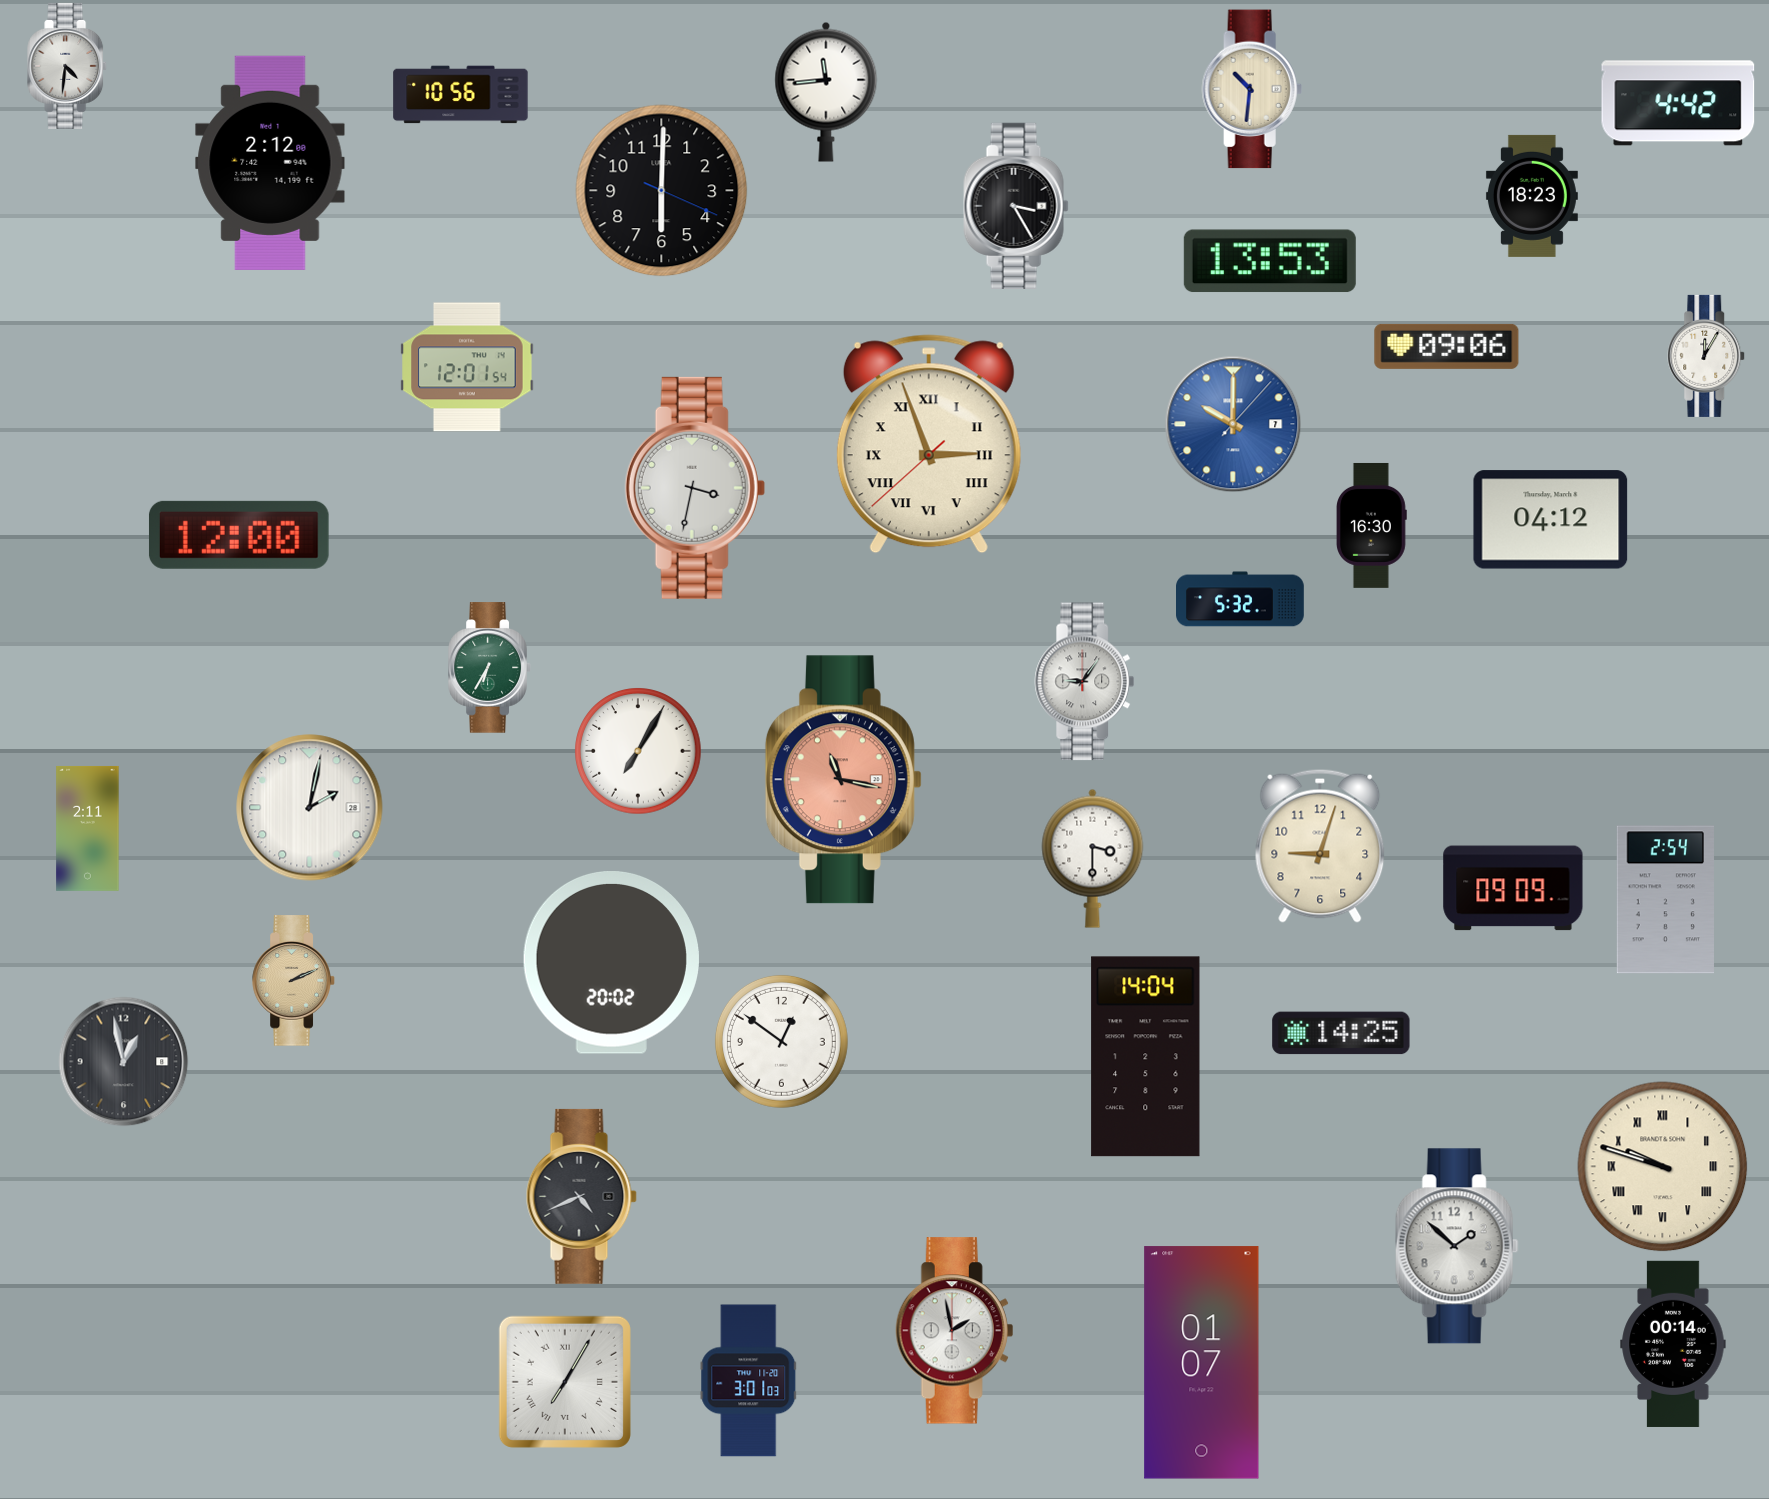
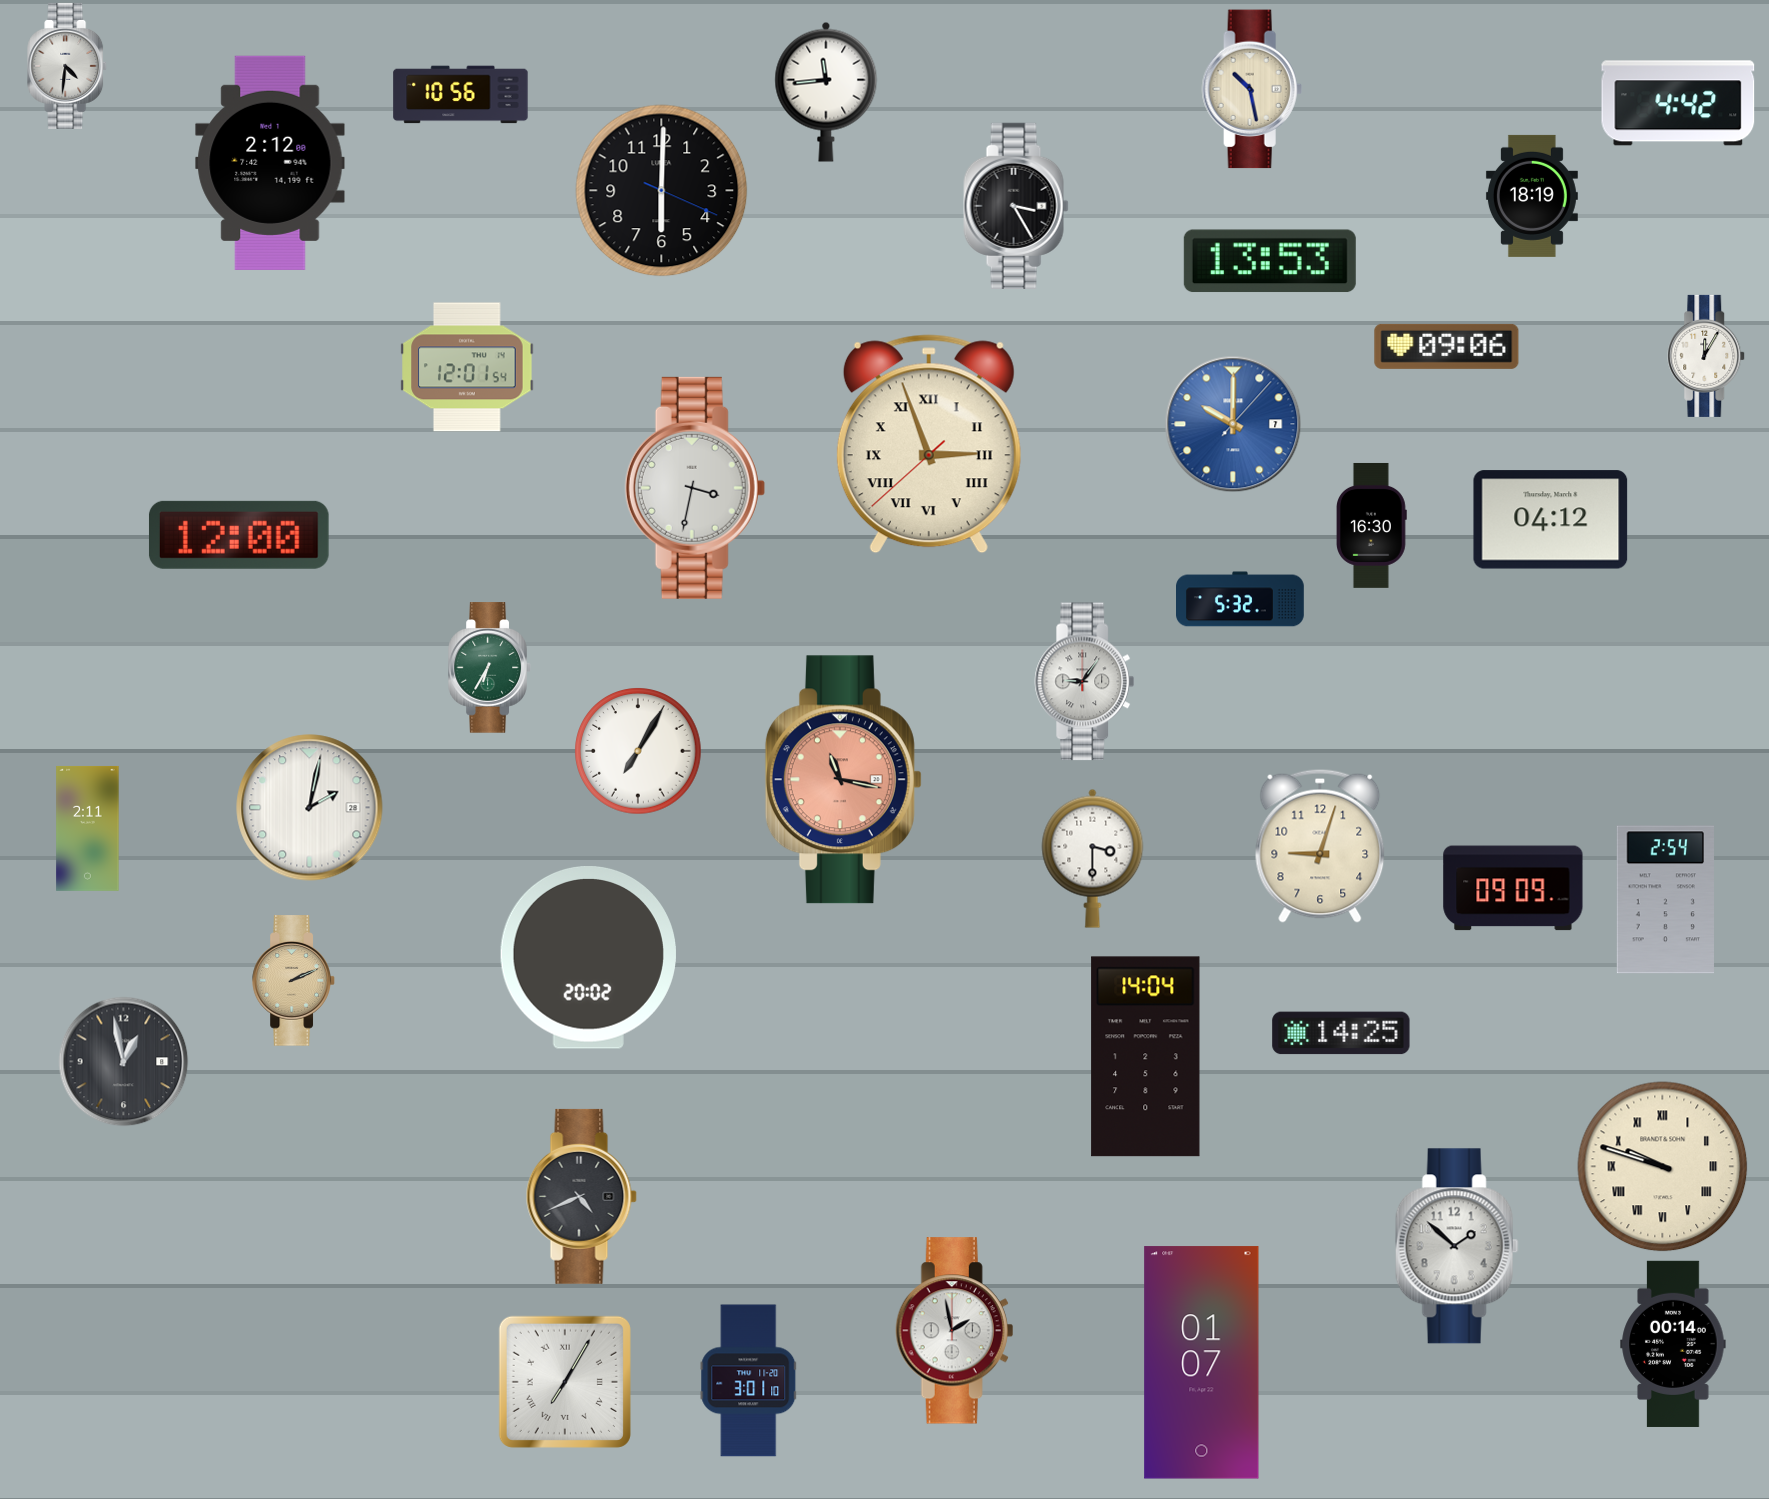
clock at (1252, 89): 10:31 -> 10:28
clock at (1532, 196): 18:23 -> 18:19
clock at (611, 963) position: (611, 963) -> (588, 958)
clock at (781, 1041): 12:51 -> none
clock at (749, 1381): 3:01:03 -> 3:01:10
